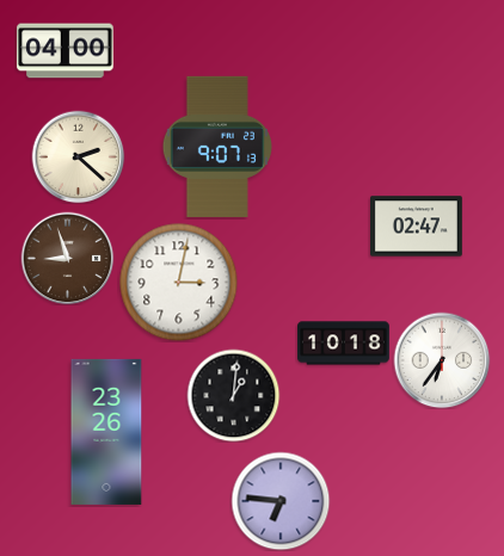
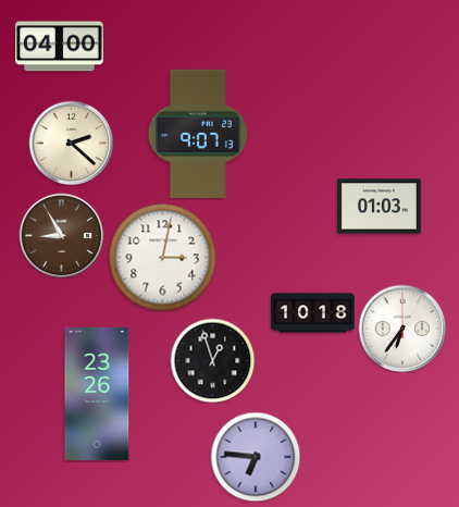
clock at (417, 227): 02:47 -> 01:03
clock at (67, 258): 8:57 -> 8:55
clock at (233, 395): 1:01 -> 12:57
